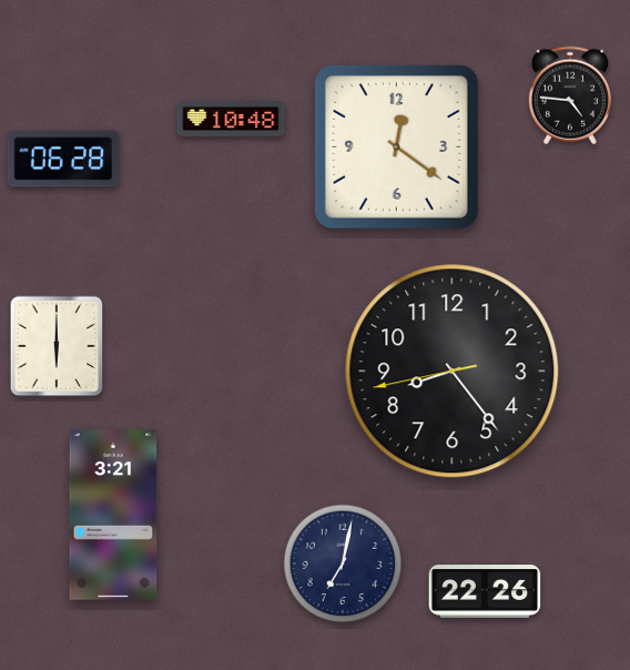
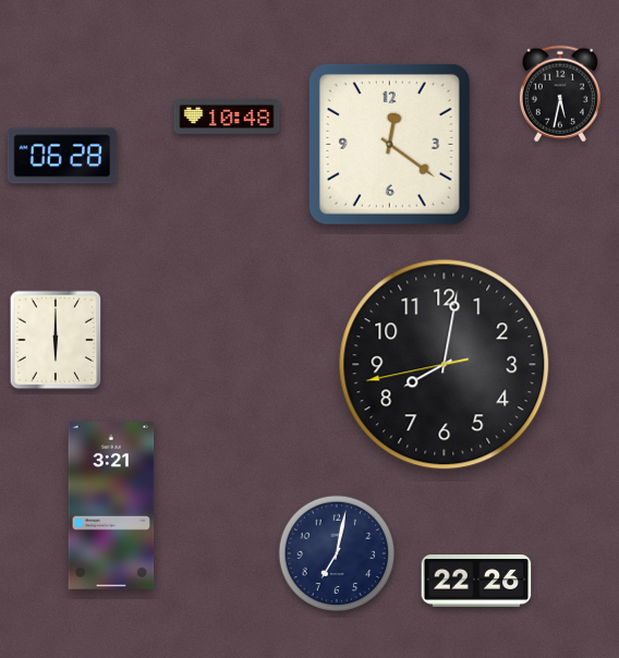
clock at (570, 95): 4:46 -> 5:32
clock at (453, 372): 8:23 -> 8:01
